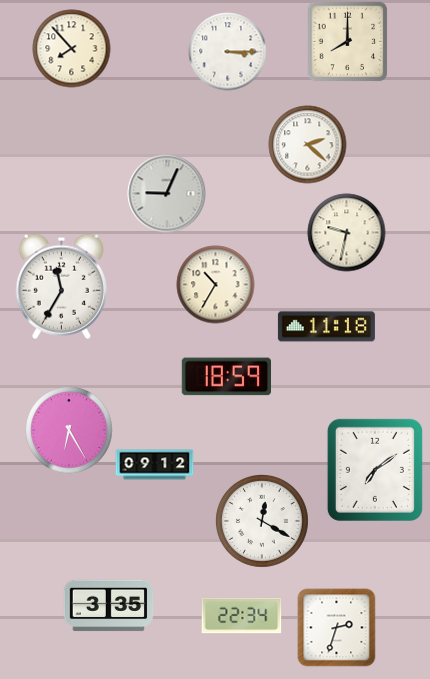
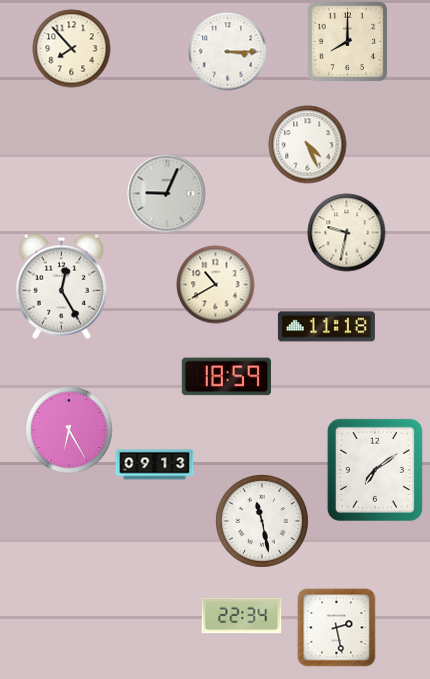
clock at (307, 144): 2:22 -> 4:26
clock at (215, 284): 10:35 -> 10:40
clock at (61, 286): 11:35 -> 12:25
clock at (154, 465): 09:12 -> 09:13
clock at (262, 521): 12:20 -> 11:28
clock at (108, 606): 3:35 -> none
clock at (336, 627): 2:33 -> 2:28
